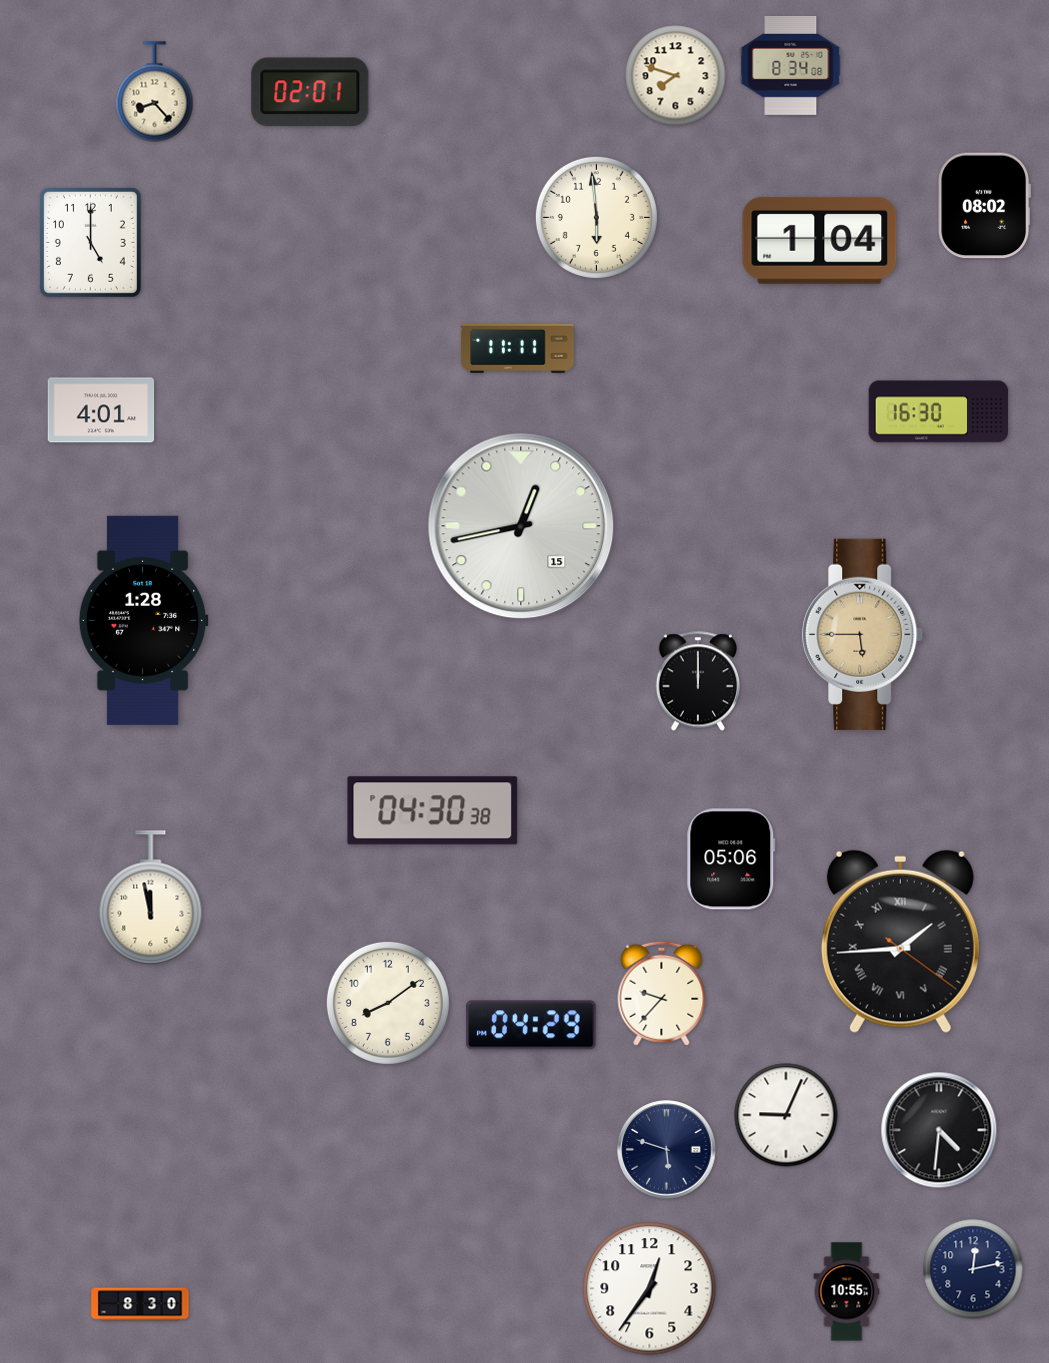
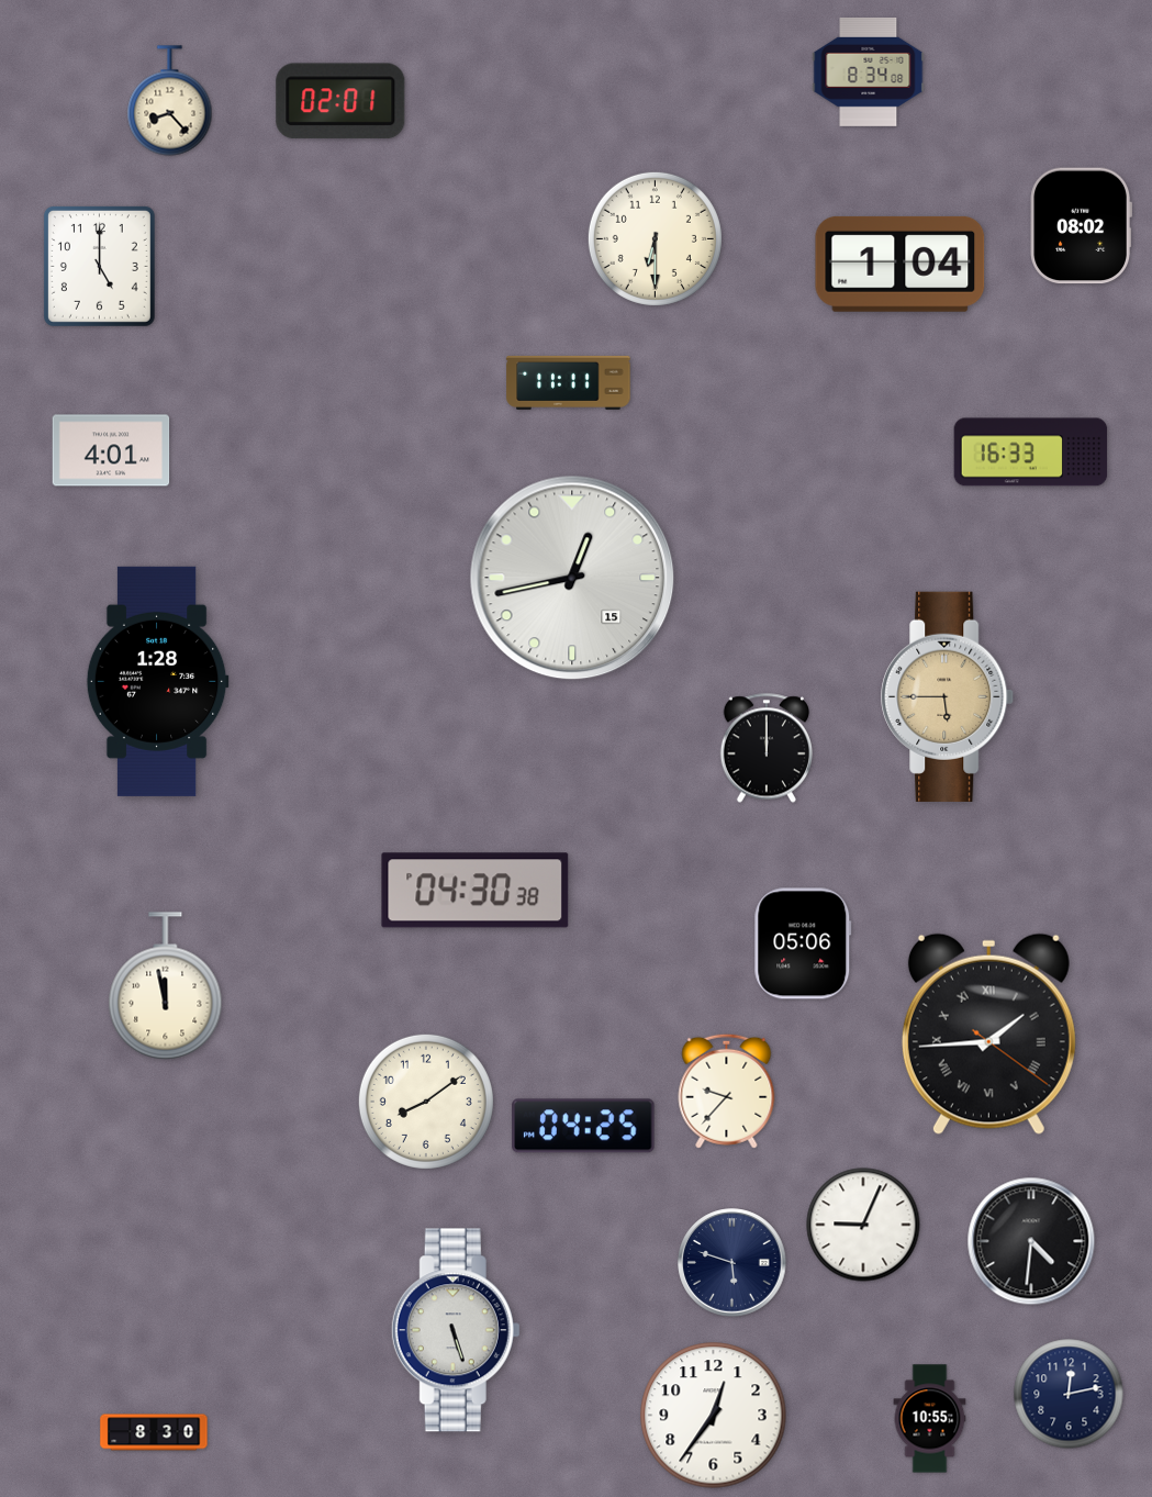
clock at (676, 76): 7:48 -> none
clock at (596, 217): 5:59 -> 6:30
clock at (939, 412): 16:30 -> 16:33
clock at (531, 1025): 04:29 -> 04:25
clock at (456, 1330): none -> 5:27
